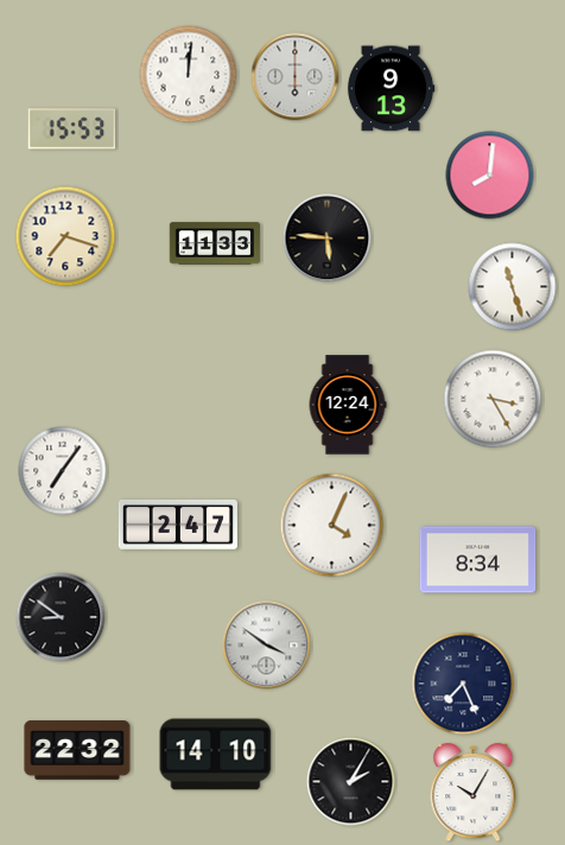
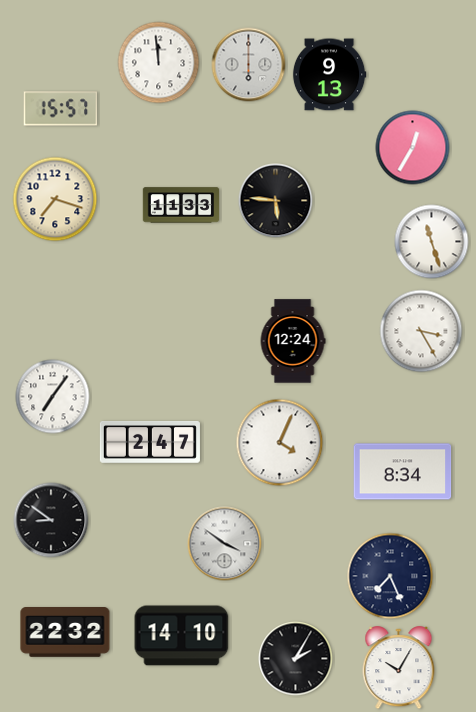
clock at (189, 75): 12:01 -> 11:59
clock at (72, 129): 15:53 -> 15:57
clock at (490, 176): 8:01 -> 12:35
clock at (493, 399) position: (493, 399) -> (421, 331)
